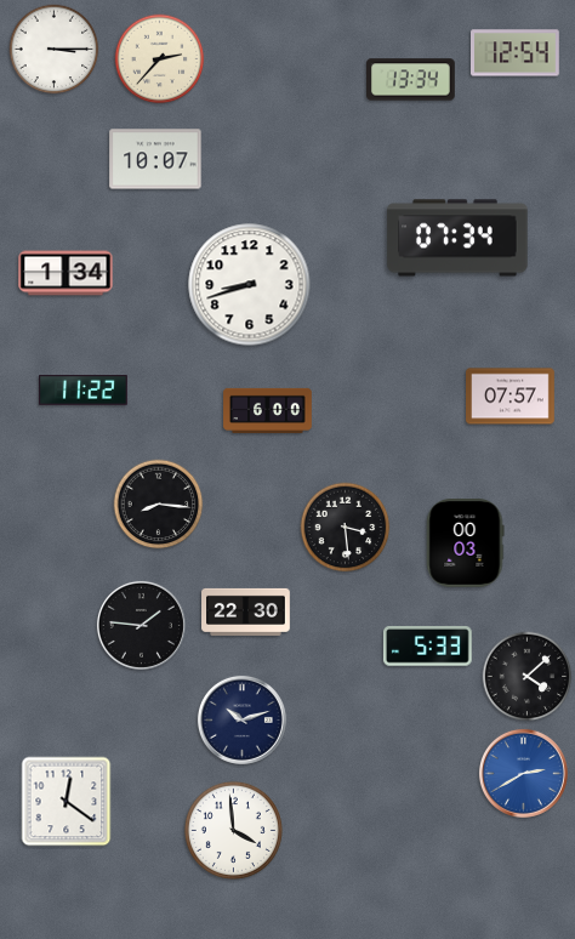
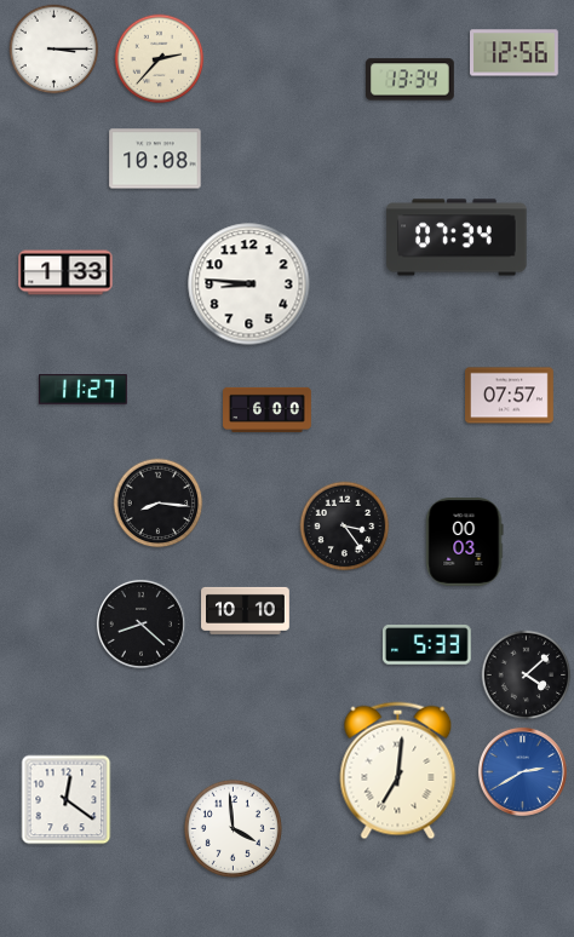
clock at (516, 53): 12:54 -> 12:56
clock at (155, 159): 10:07 -> 10:08
clock at (66, 273): 1:34 -> 1:33
clock at (250, 285): 8:42 -> 8:46
clock at (84, 391): 11:22 -> 11:27
clock at (346, 528): 3:29 -> 3:24
clock at (246, 611): 22:30 -> 10:10
clock at (141, 625): 1:46 -> 8:22
clock at (241, 719): 10:12 -> none
clock at (398, 771): none -> 7:01
